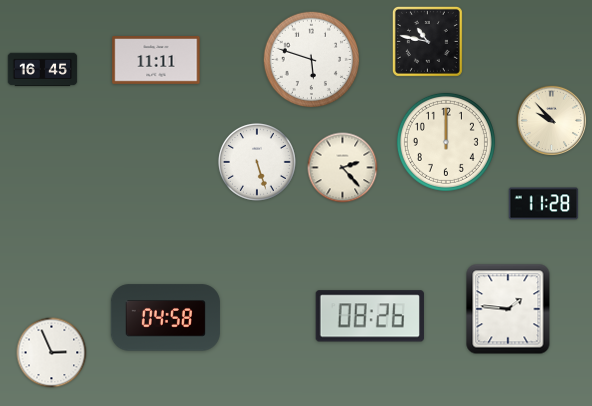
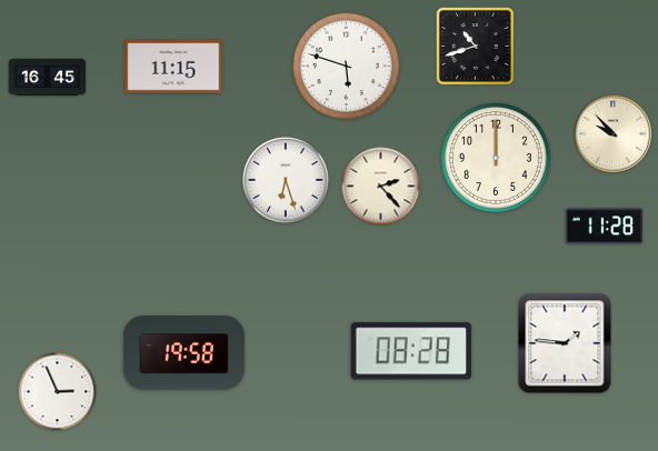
clock at (427, 41): 10:47 -> 10:42
clock at (156, 61): 11:11 -> 11:15
clock at (257, 162): 5:27 -> 6:27
clock at (370, 316): 08:26 -> 08:28
clock at (165, 318): 04:58 -> 19:58
